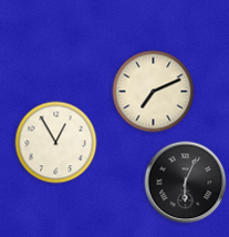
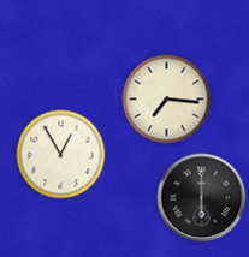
clock at (154, 92): 7:11 -> 7:16
clock at (186, 183): 6:04 -> 6:00
